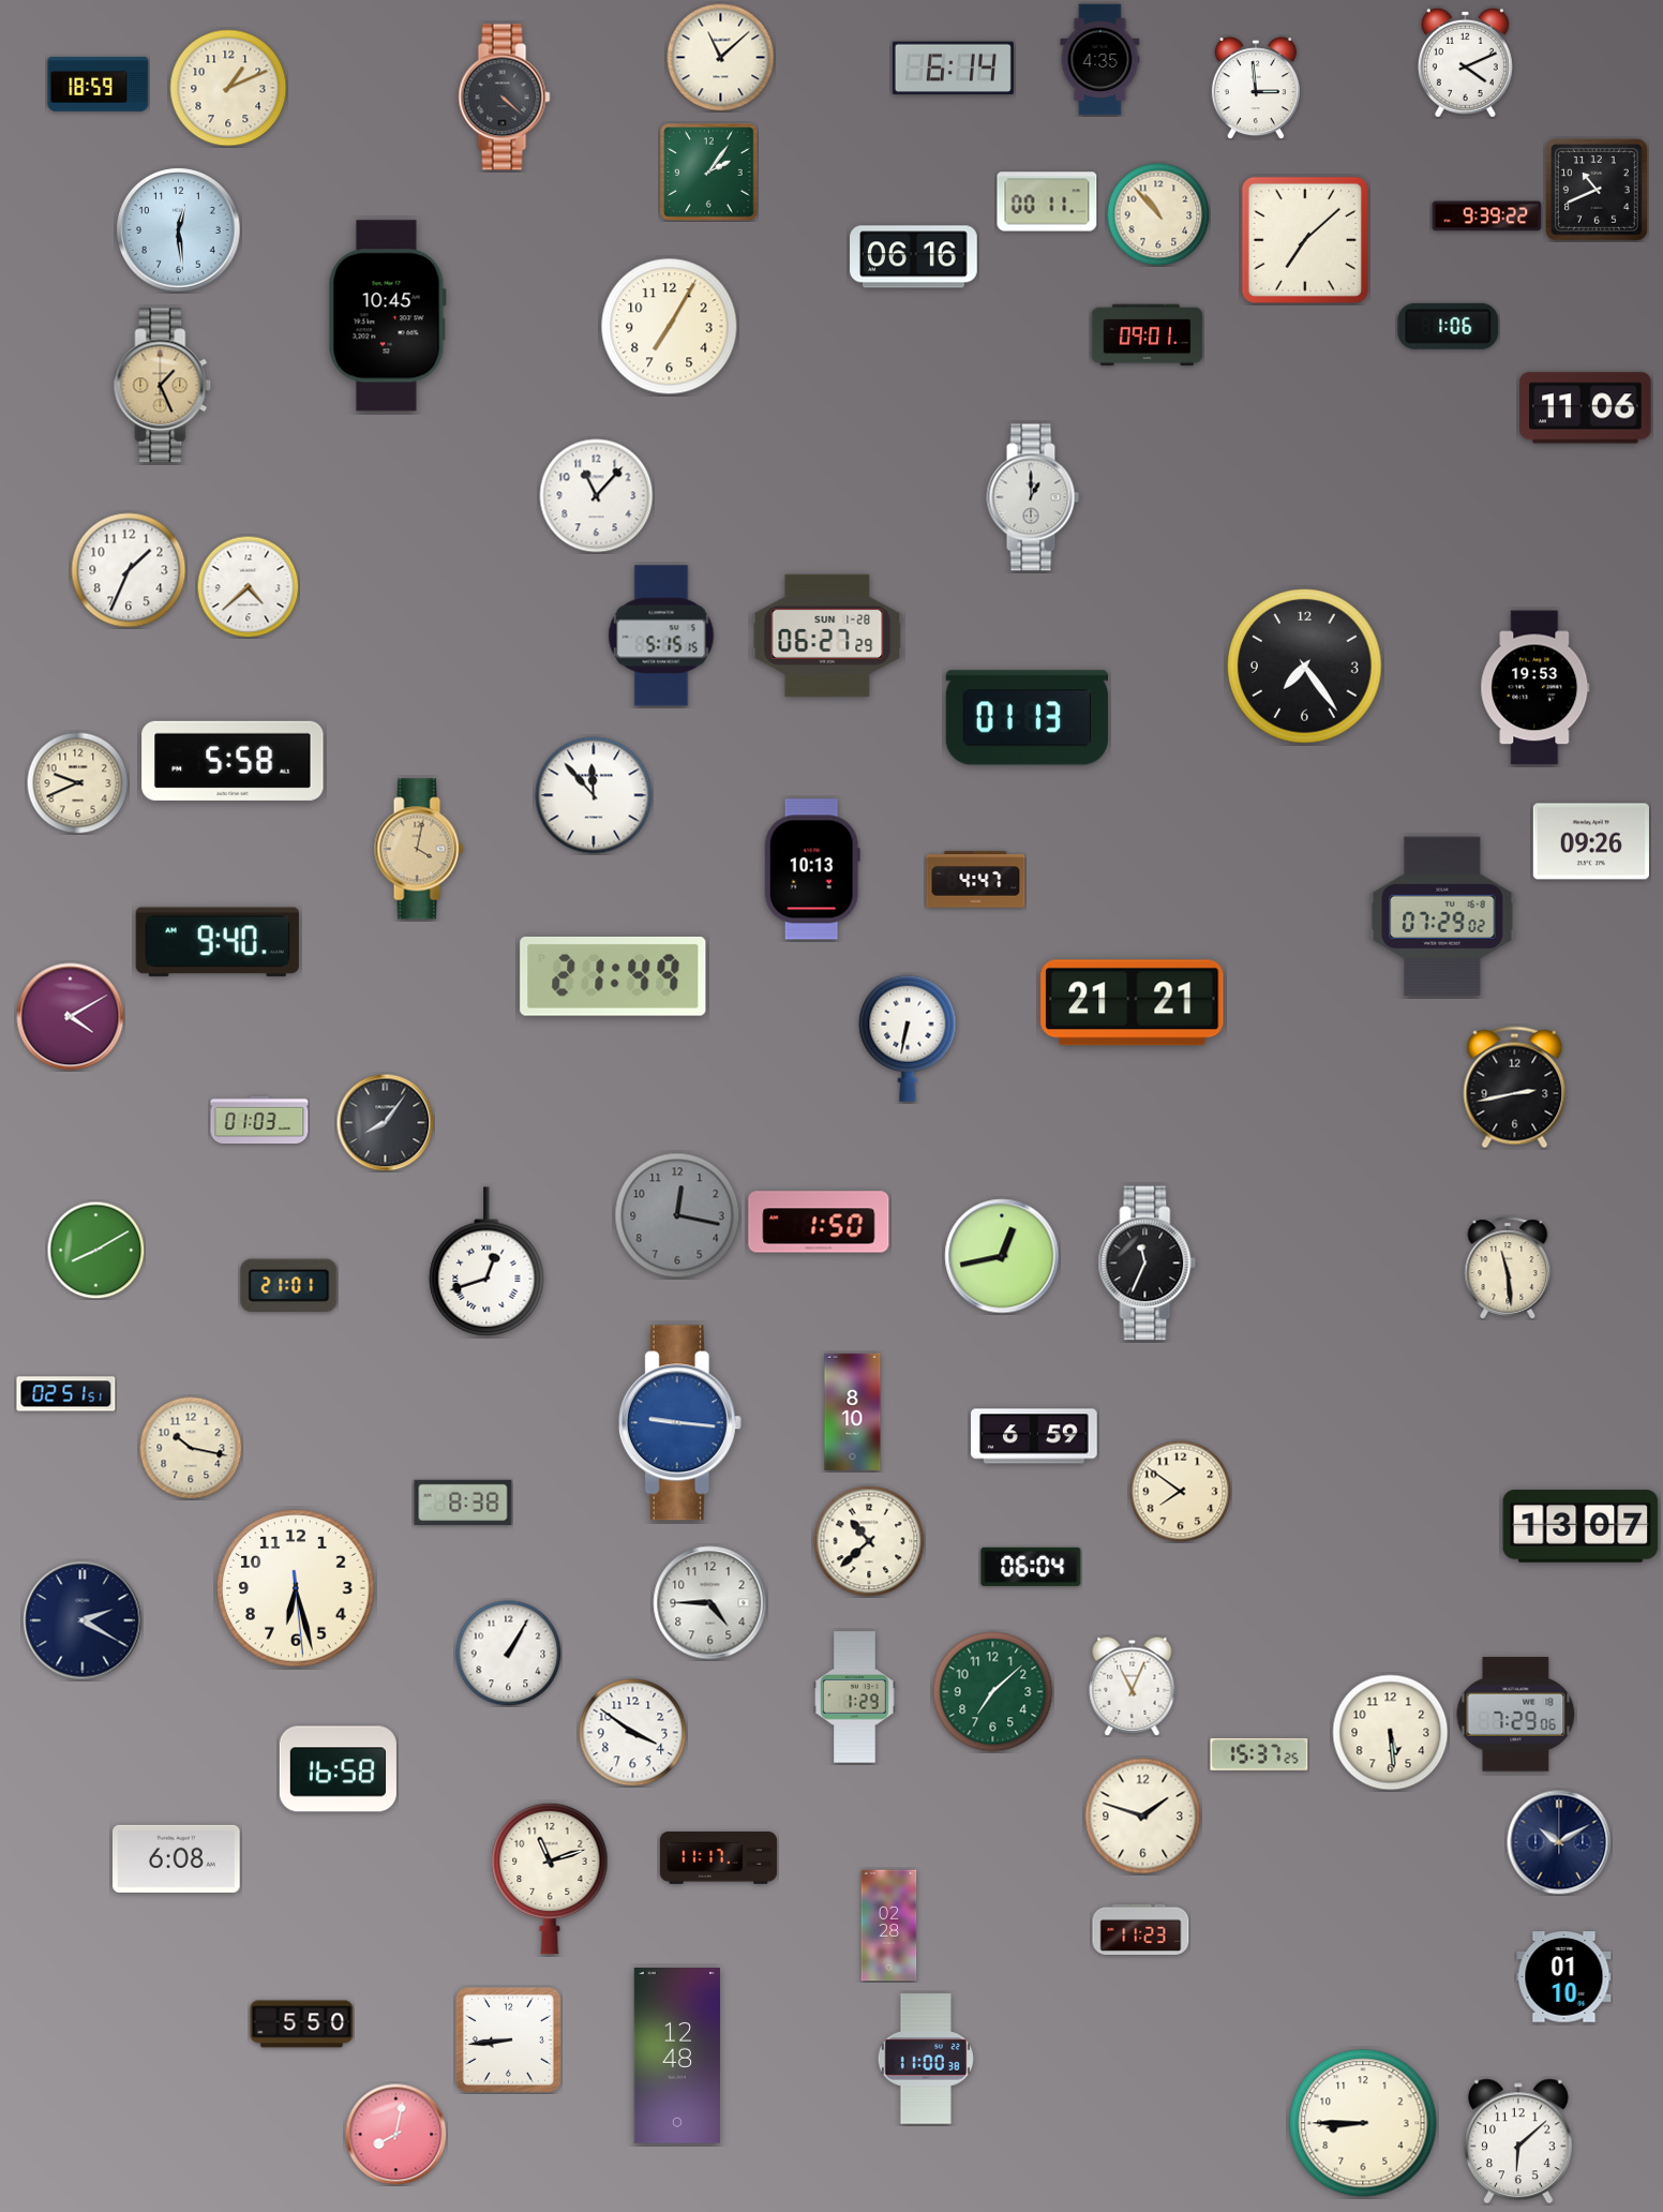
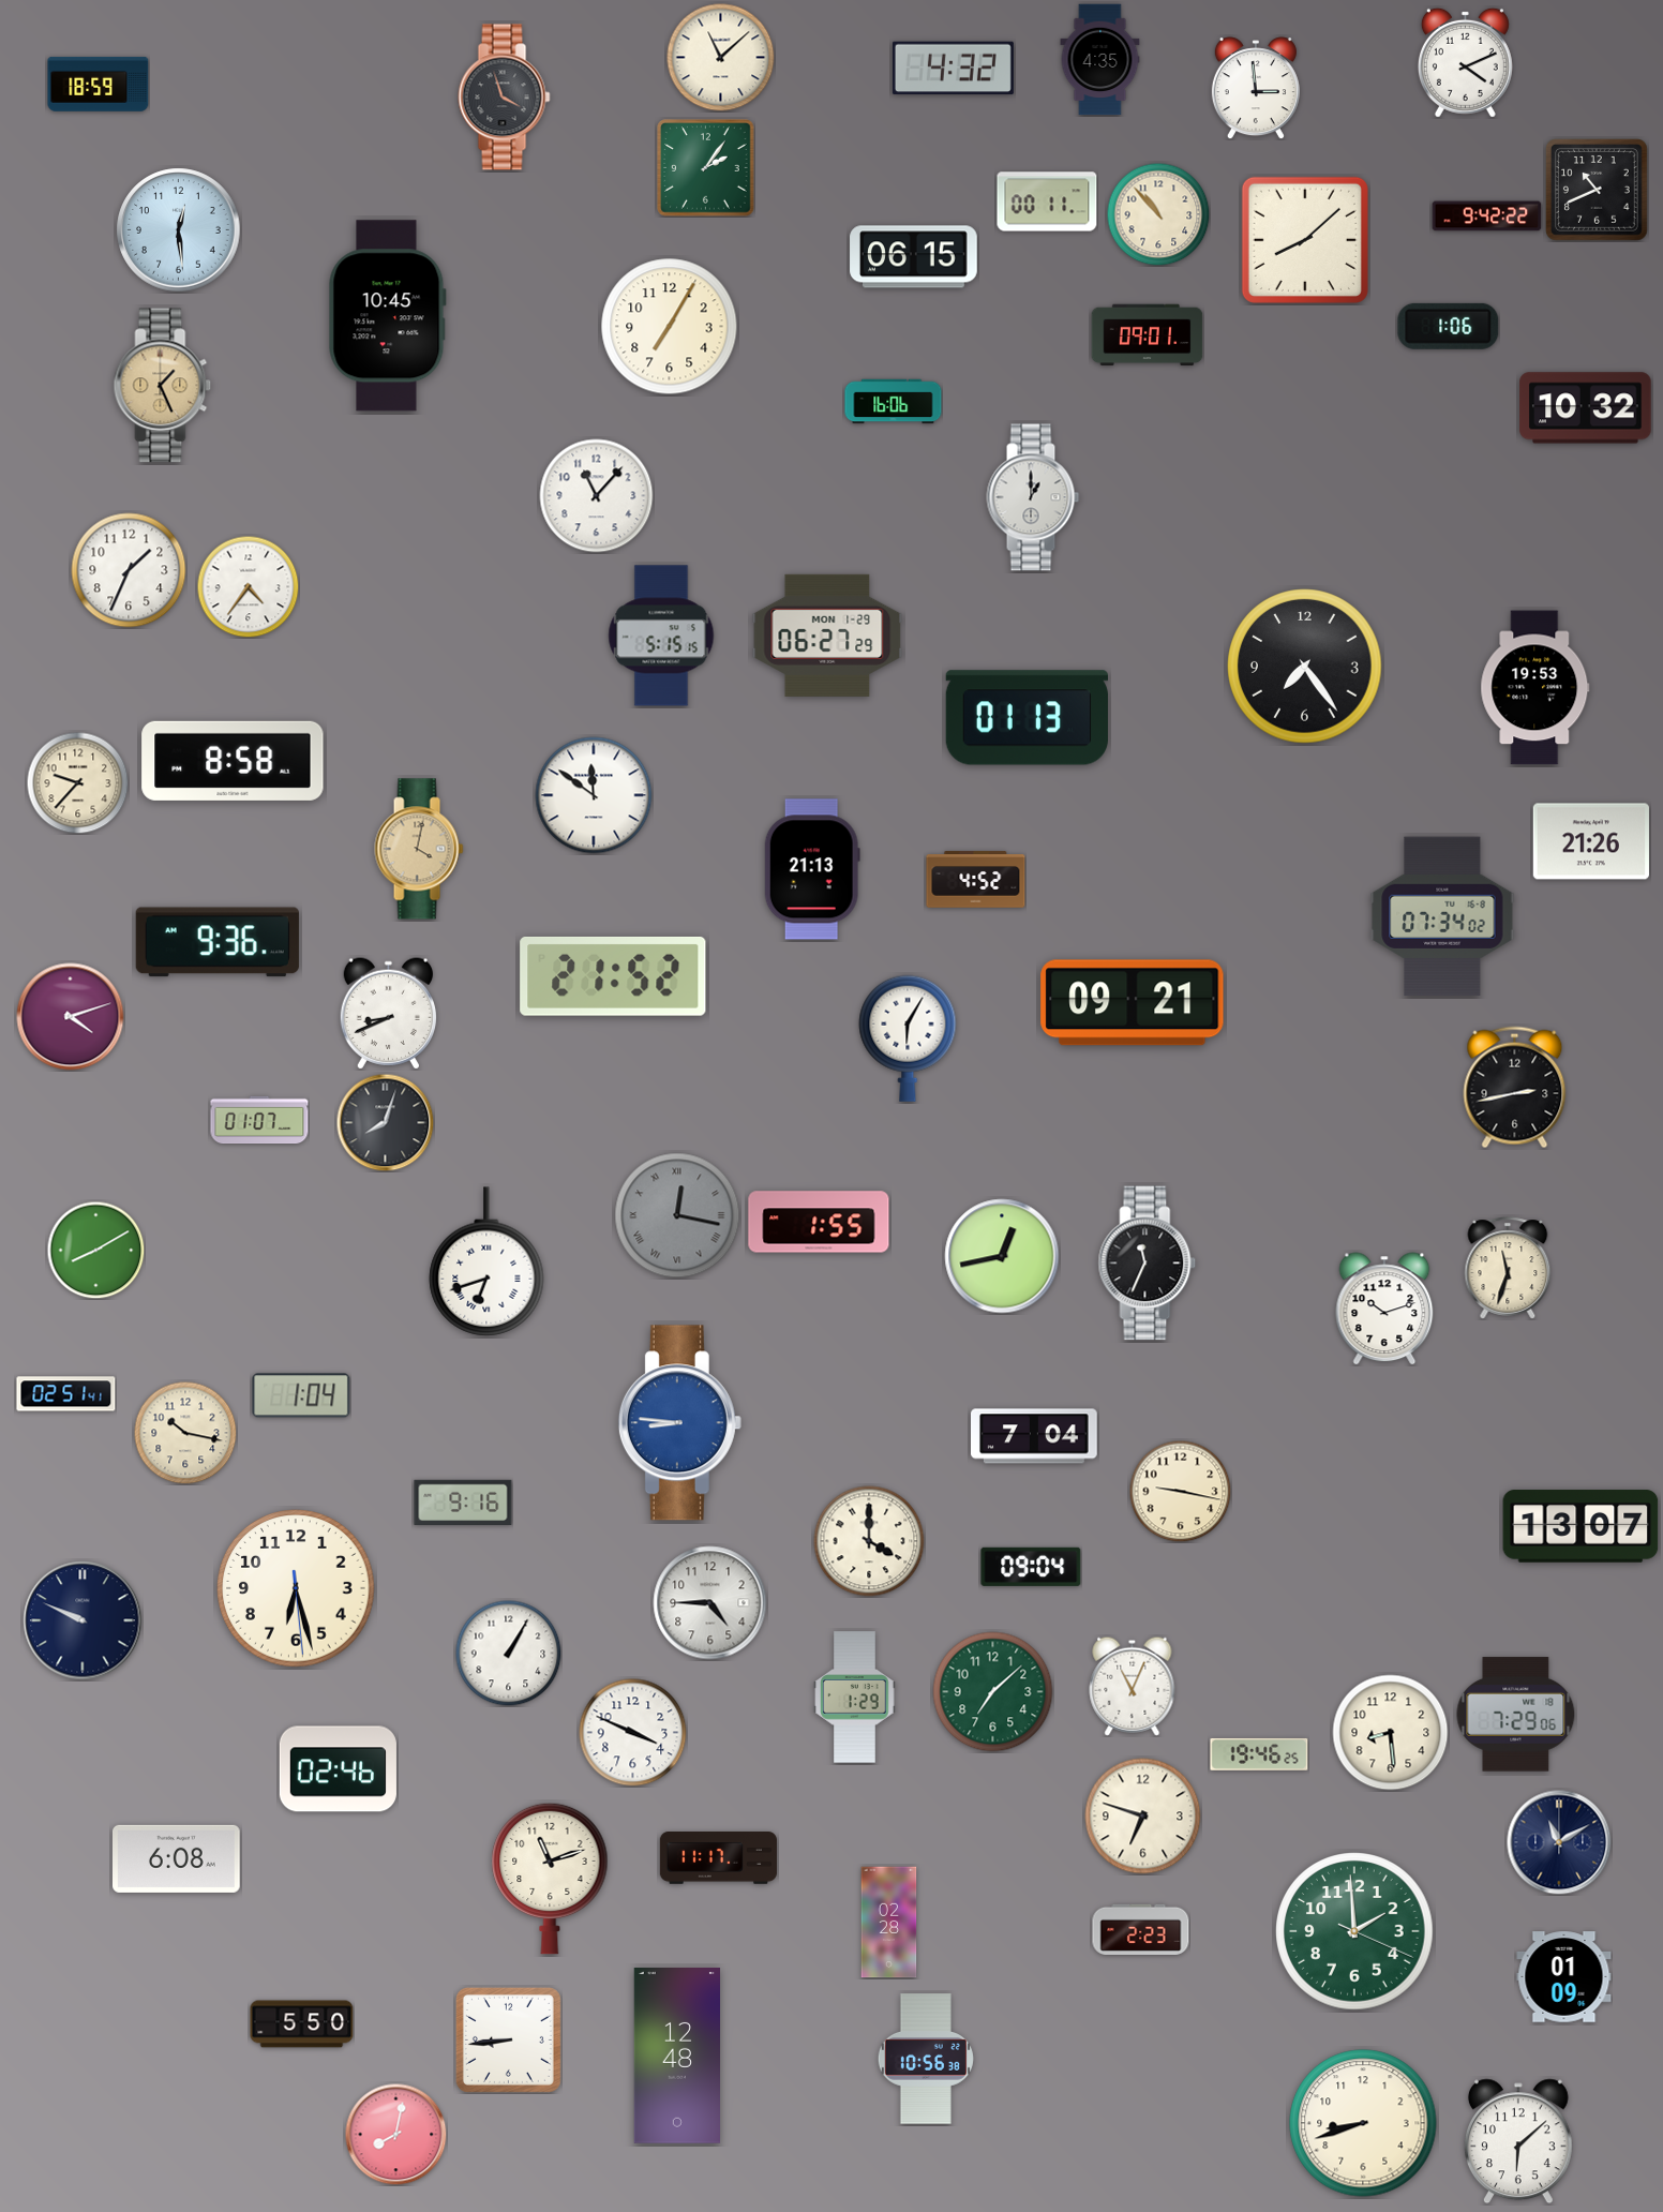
clock at (953, 69): 6:14 -> 4:32
clock at (228, 88): 1:11 -> none
clock at (505, 98): 4:22 -> 3:57
clock at (709, 173) position: (709, 173) -> (706, 168)
clock at (1487, 216): 9:39 -> 9:42
clock at (1305, 240): 7:08 -> 8:08
clock at (914, 257): 06:16 -> 06:15
clock at (894, 402): none -> 16:06
clock at (1586, 408): 11:06 -> 10:32
clock at (248, 586): 4:38 -> 4:36
clock at (827, 636) date: SUN 1-28 -> MON 1-29
clock at (233, 761): 5:58 -> 8:58
clock at (77, 782): 9:41 -> 9:37
clock at (594, 795): 11:53 -> 11:51
clock at (1591, 841): 09:26 -> 21:26
clock at (812, 869): 10:13 -> 21:13
clock at (976, 880): 4:47 -> 4:52
clock at (1442, 916): 07:29 -> 07:34
clock at (218, 942): 9:40 -> 9:36
clock at (613, 976): 21:49 -> 21:52
clock at (1133, 1003): 21:21 -> 09:21
clock at (388, 1014): none -> 8:41
clock at (71, 1017): 4:10 -> 4:12
clock at (908, 1038): 6:32 -> 6:05
clock at (259, 1120): 01:03 -> 01:07
clock at (385, 1122): 8:06 -> 8:03
clock at (677, 1215) numerals: Arabic -> Roman
clock at (819, 1222): 1:50 -> 1:55
clock at (486, 1261): 12:42 -> 6:42
clock at (1508, 1268): 11:29 -> 11:33
clock at (289, 1286): 21:01 -> none
clock at (1384, 1309): none -> 10:12
clock at (66, 1394): 02:51:51 -> 02:51:41
clock at (301, 1395): none -> 1:04
clock at (853, 1411): 8:10 -> none
clock at (679, 1423): 9:16 -> 8:46
clock at (1035, 1436): 6:59 -> 7:04
clock at (191, 1448) position: (191, 1448) -> (185, 1433)
clock at (1180, 1491): 7:51 -> 9:17
clock at (463, 1501): 8:38 -> 9:16
clock at (869, 1541): 10:38 -> 4:00
clock at (1031, 1567): 06:04 -> 09:04
clock at (83, 1620): 2:20 -> 9:49
clock at (633, 1733): 3:51 -> 3:49
clock at (1391, 1733): 5:29 -> 8:29
clock at (1259, 1754): 15:37 -> 19:46
clock at (338, 1769): 16:58 -> 02:46
clock at (1143, 1817): 1:48 -> 6:48
clock at (1559, 1842): 10:10 -> 11:10
clock at (889, 1926) position: (889, 1926) -> (889, 1923)
clock at (1141, 1929): 11:23 -> 2:23
clock at (1354, 1931): none -> 1:59
clock at (1564, 1977): 01:10 -> 01:09
clock at (926, 2059): 11:00 -> 10:56
clock at (1363, 2123): 8:45 -> 8:42
